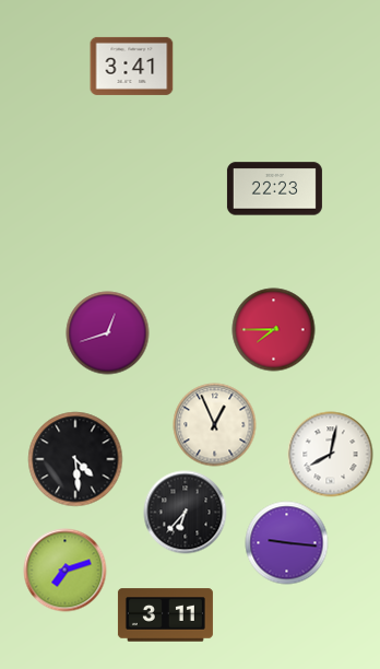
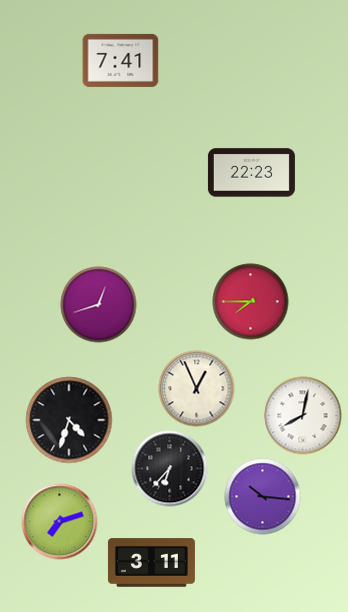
clock at (132, 66): 3:41 -> 7:41
clock at (75, 459): 4:29 -> 4:33
clock at (287, 543): 9:16 -> 10:16
